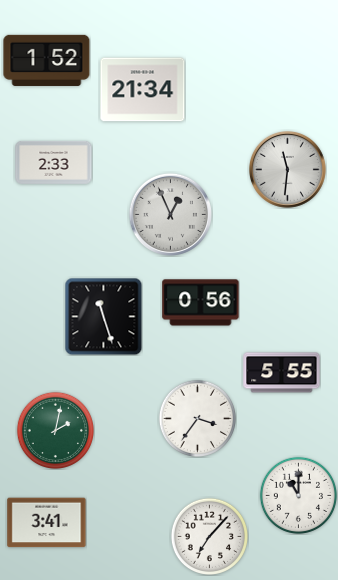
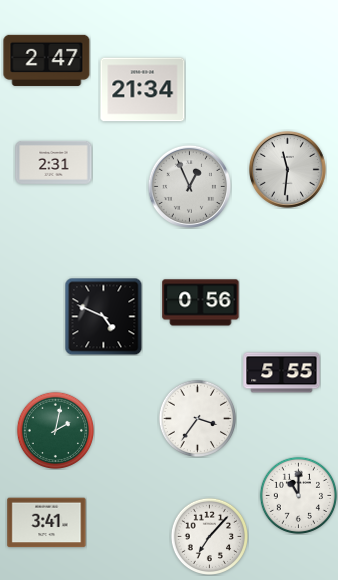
clock at (47, 60): 1:52 -> 2:47
clock at (54, 162): 2:33 -> 2:31
clock at (170, 214) position: (170, 214) -> (189, 186)
clock at (103, 316): 11:27 -> 4:49
